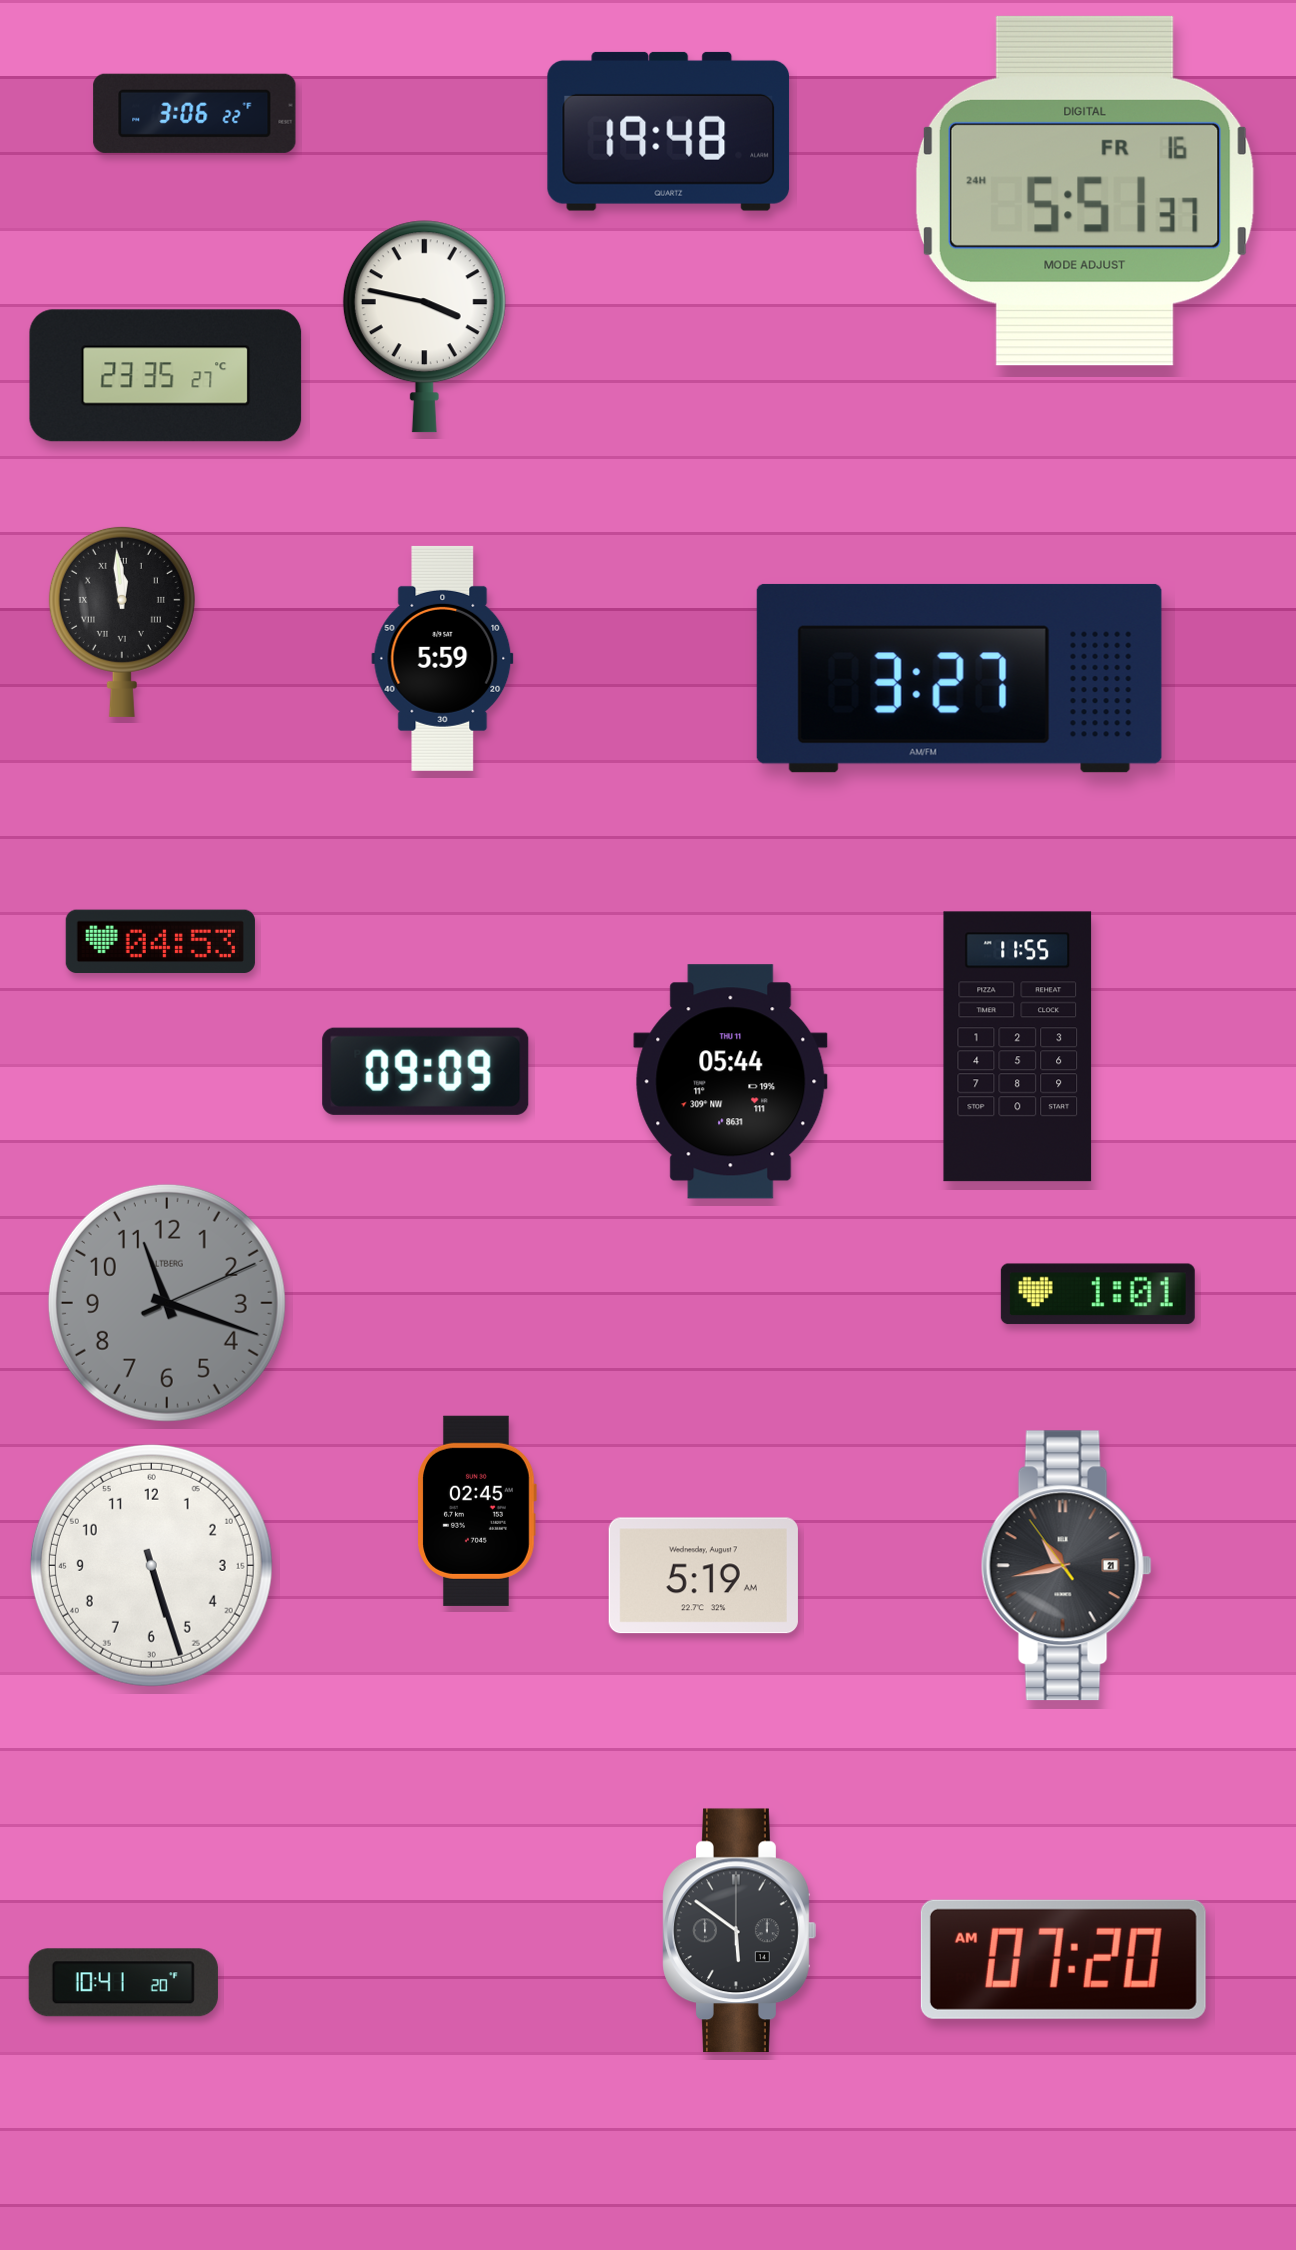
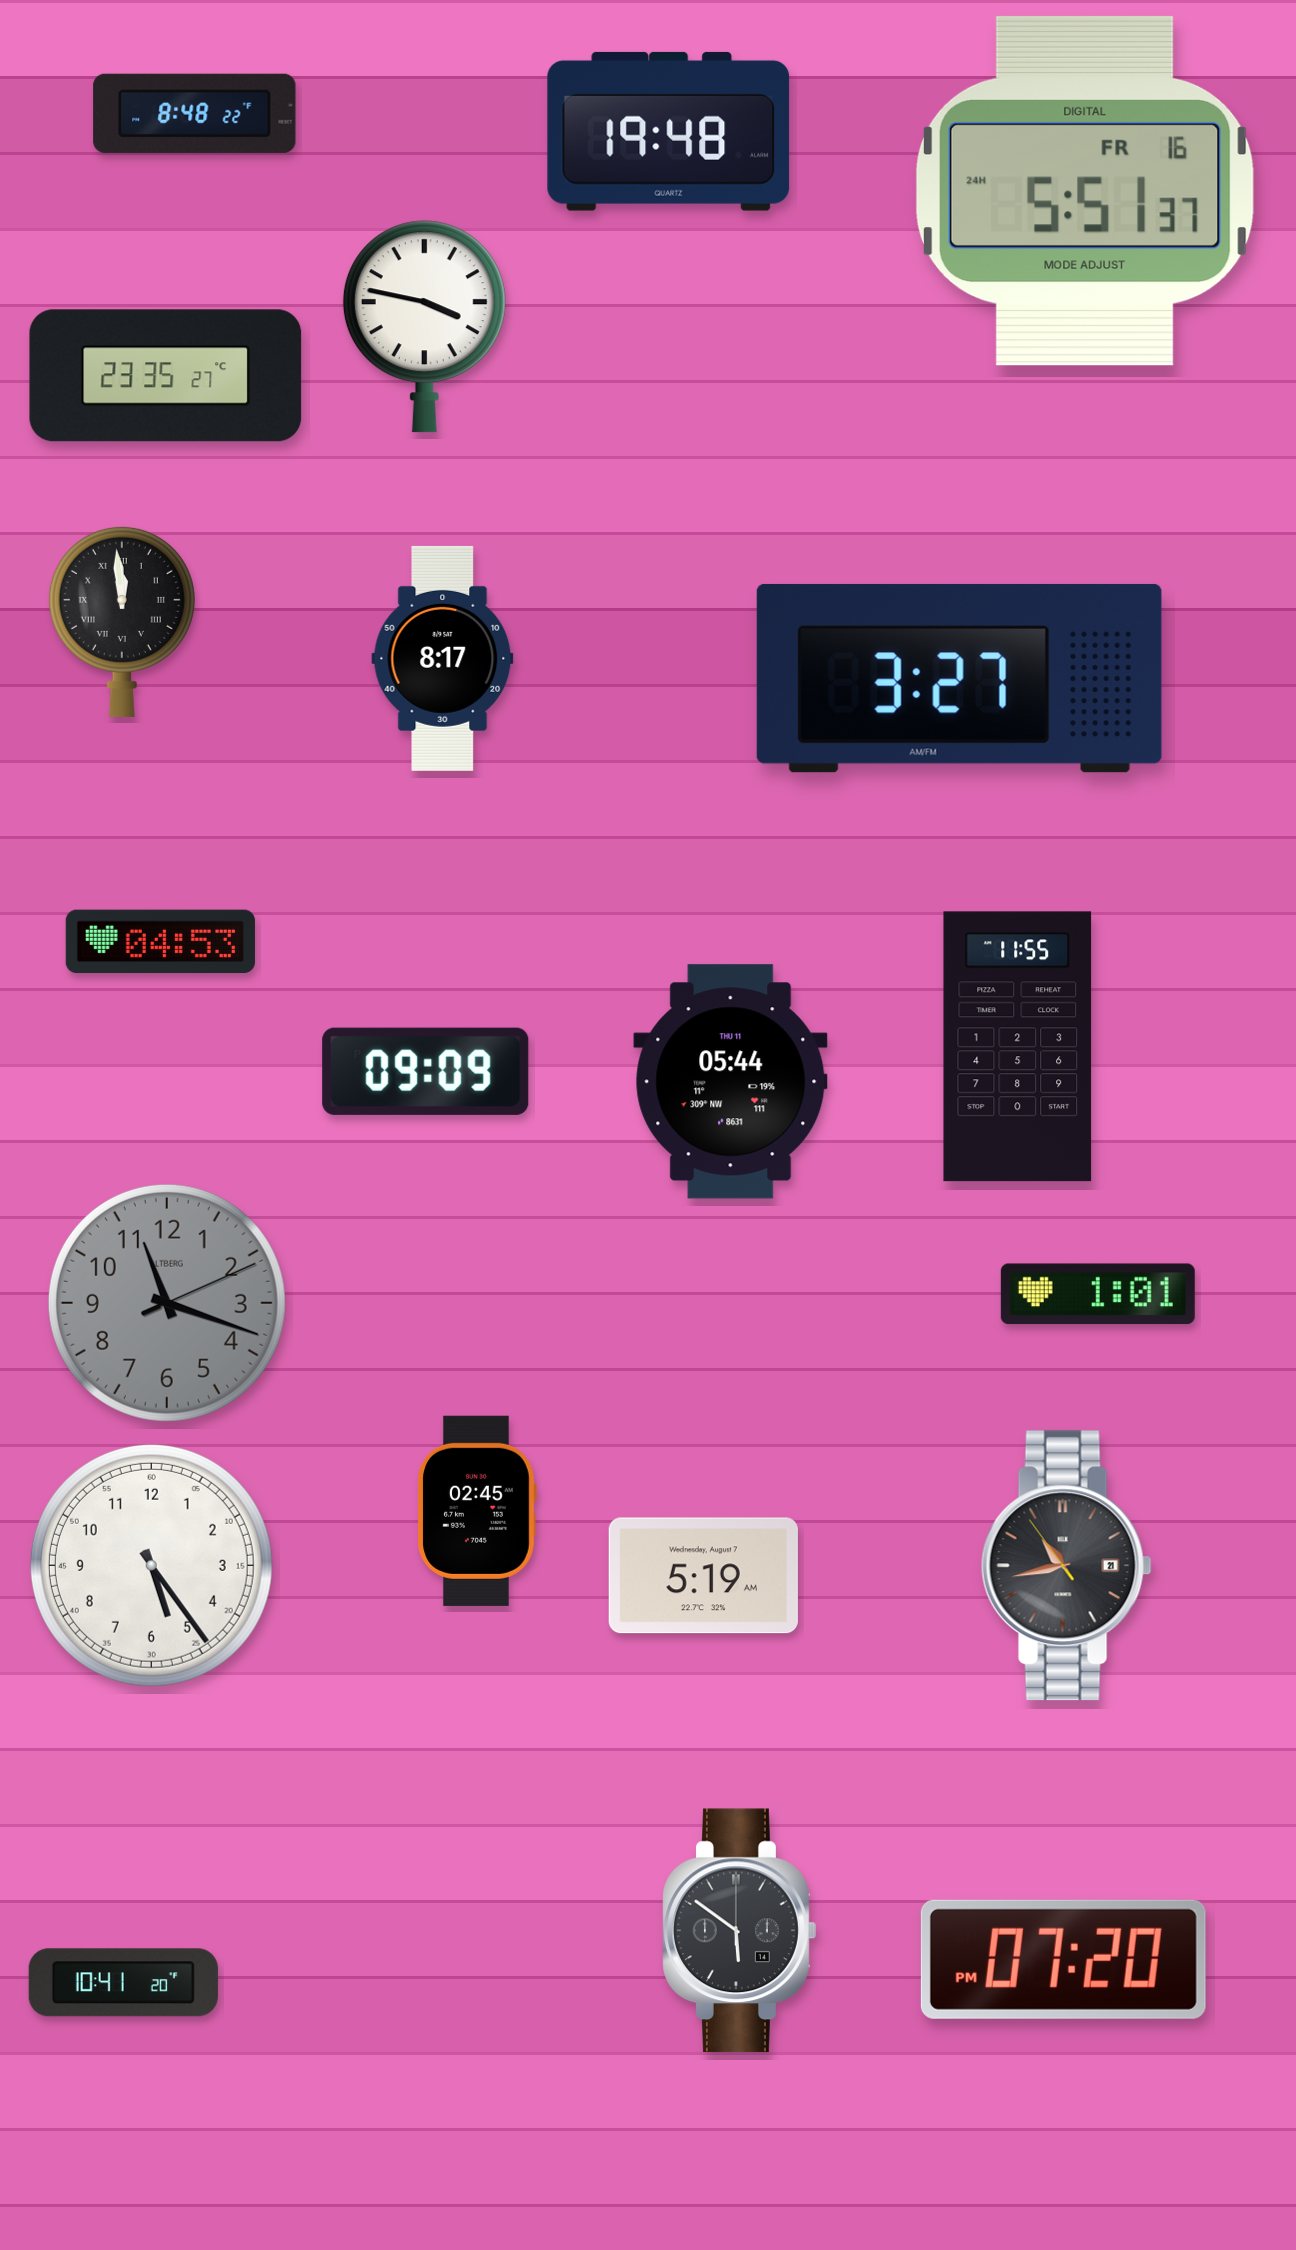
clock at (195, 113): 3:06 -> 8:48
clock at (443, 658): 5:59 -> 8:17
clock at (151, 1565): 5:27 -> 5:24
clock at (1063, 1959): 07:20 AM -> 07:20 PM
